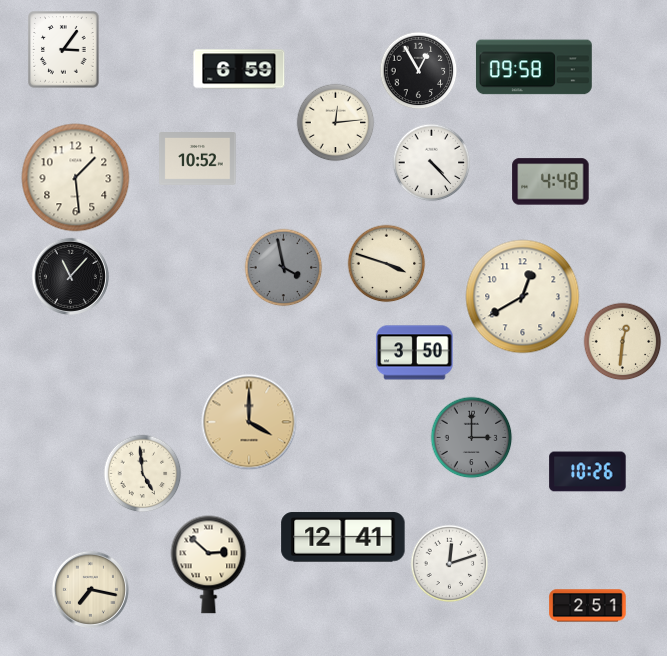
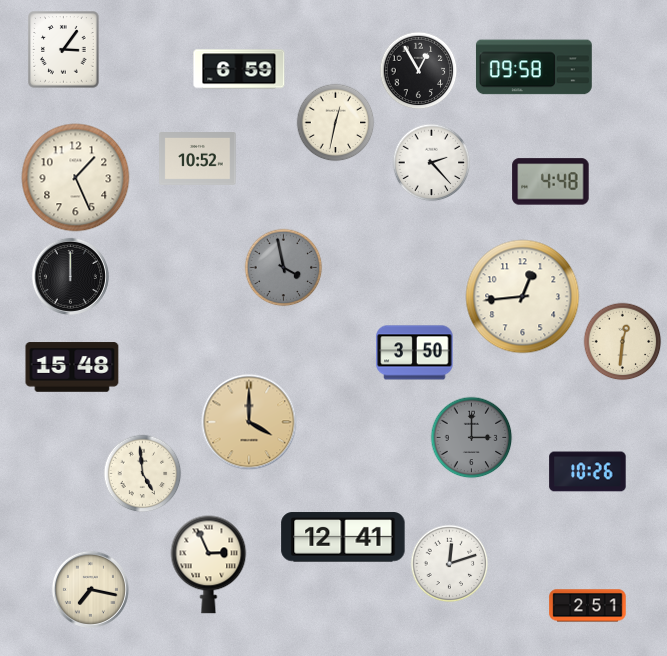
clock at (335, 122): 12:14 -> 12:32
clock at (431, 162): 4:23 -> 2:23
clock at (76, 178): 1:29 -> 1:26
clock at (386, 263): 3:48 -> none
clock at (70, 276): 11:07 -> 12:00
clock at (523, 297): 12:40 -> 12:44
clock at (72, 367): none -> 15:48
clock at (209, 565): 2:52 -> 2:56
